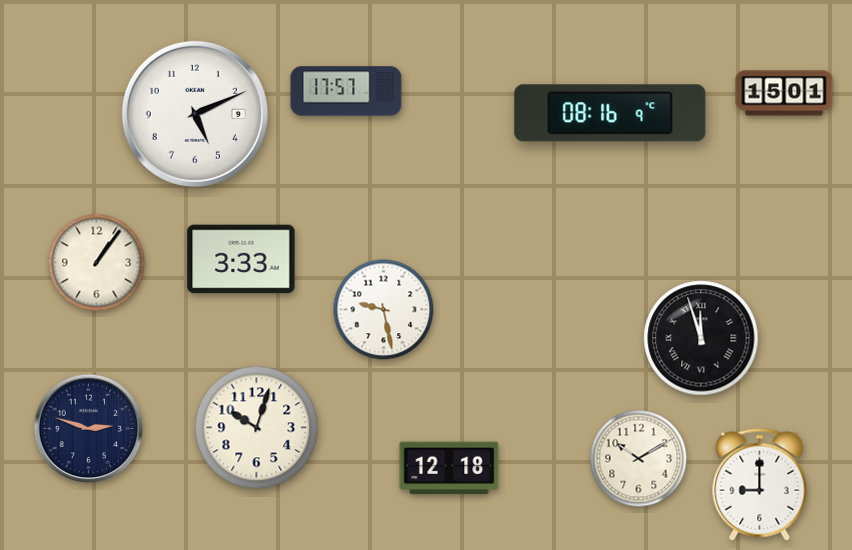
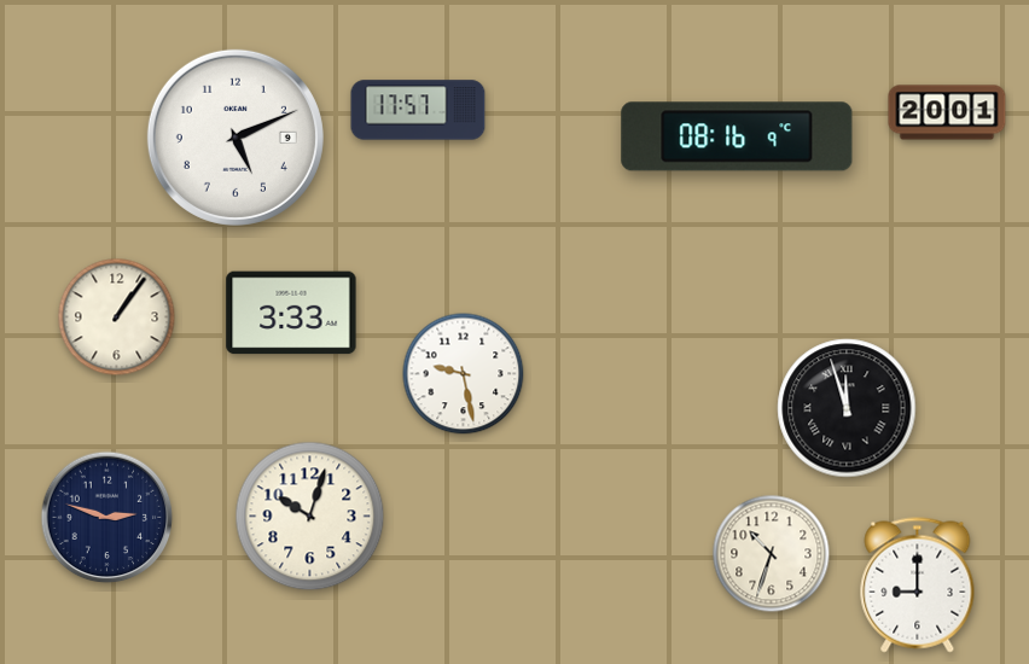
clock at (784, 93): 15:01 -> 20:01
clock at (639, 459): 10:10 -> 10:33
clock at (449, 468): 12:18 -> none
